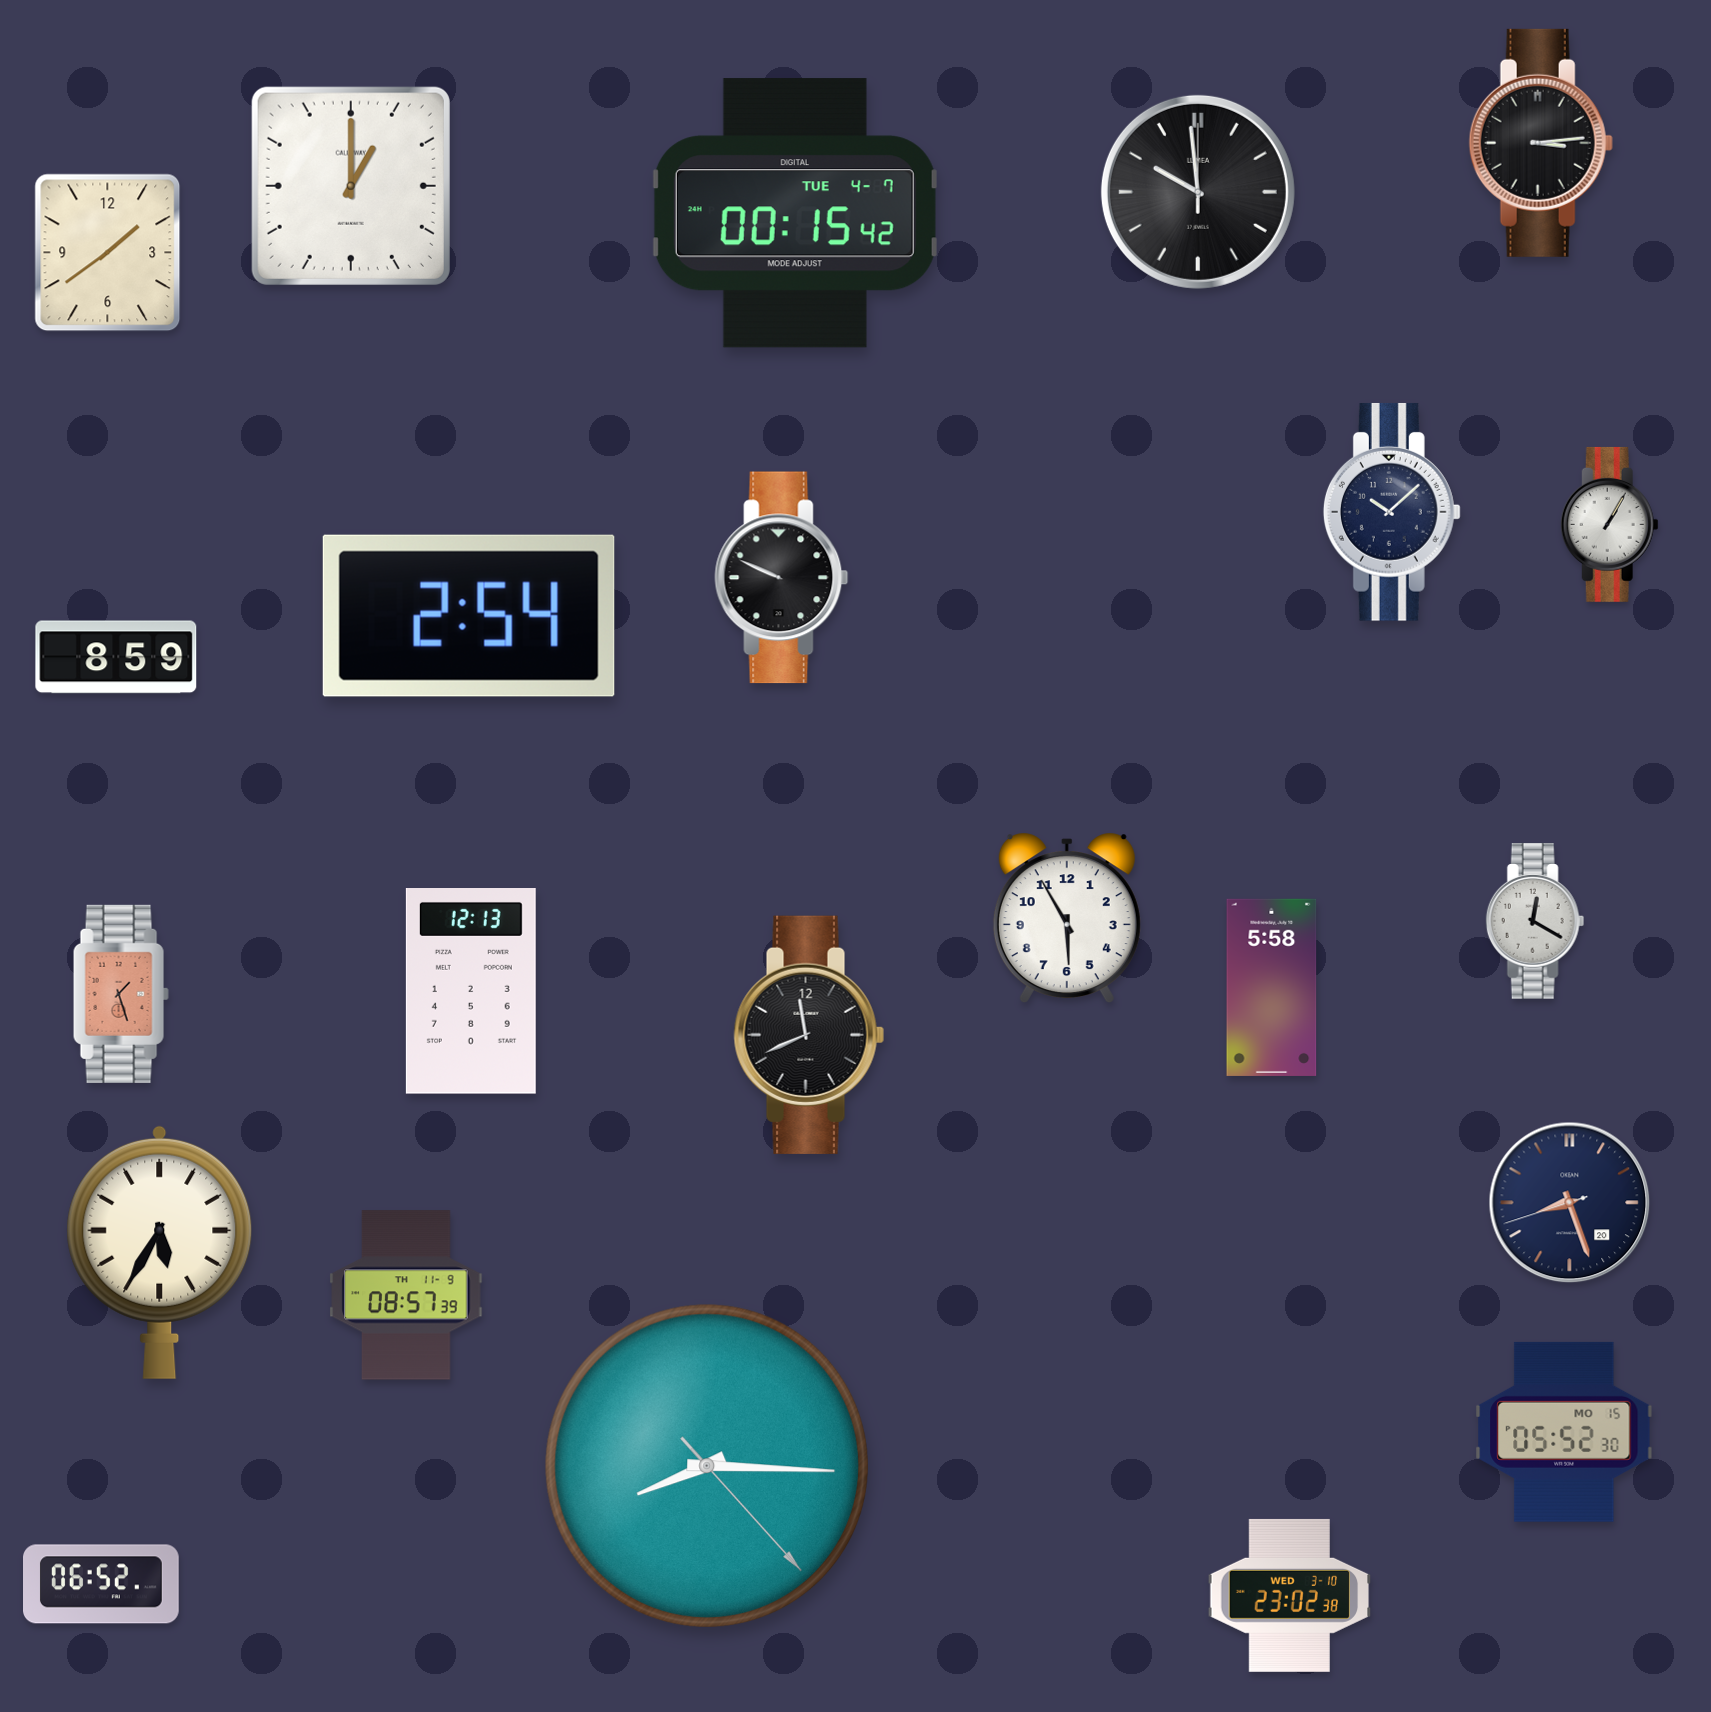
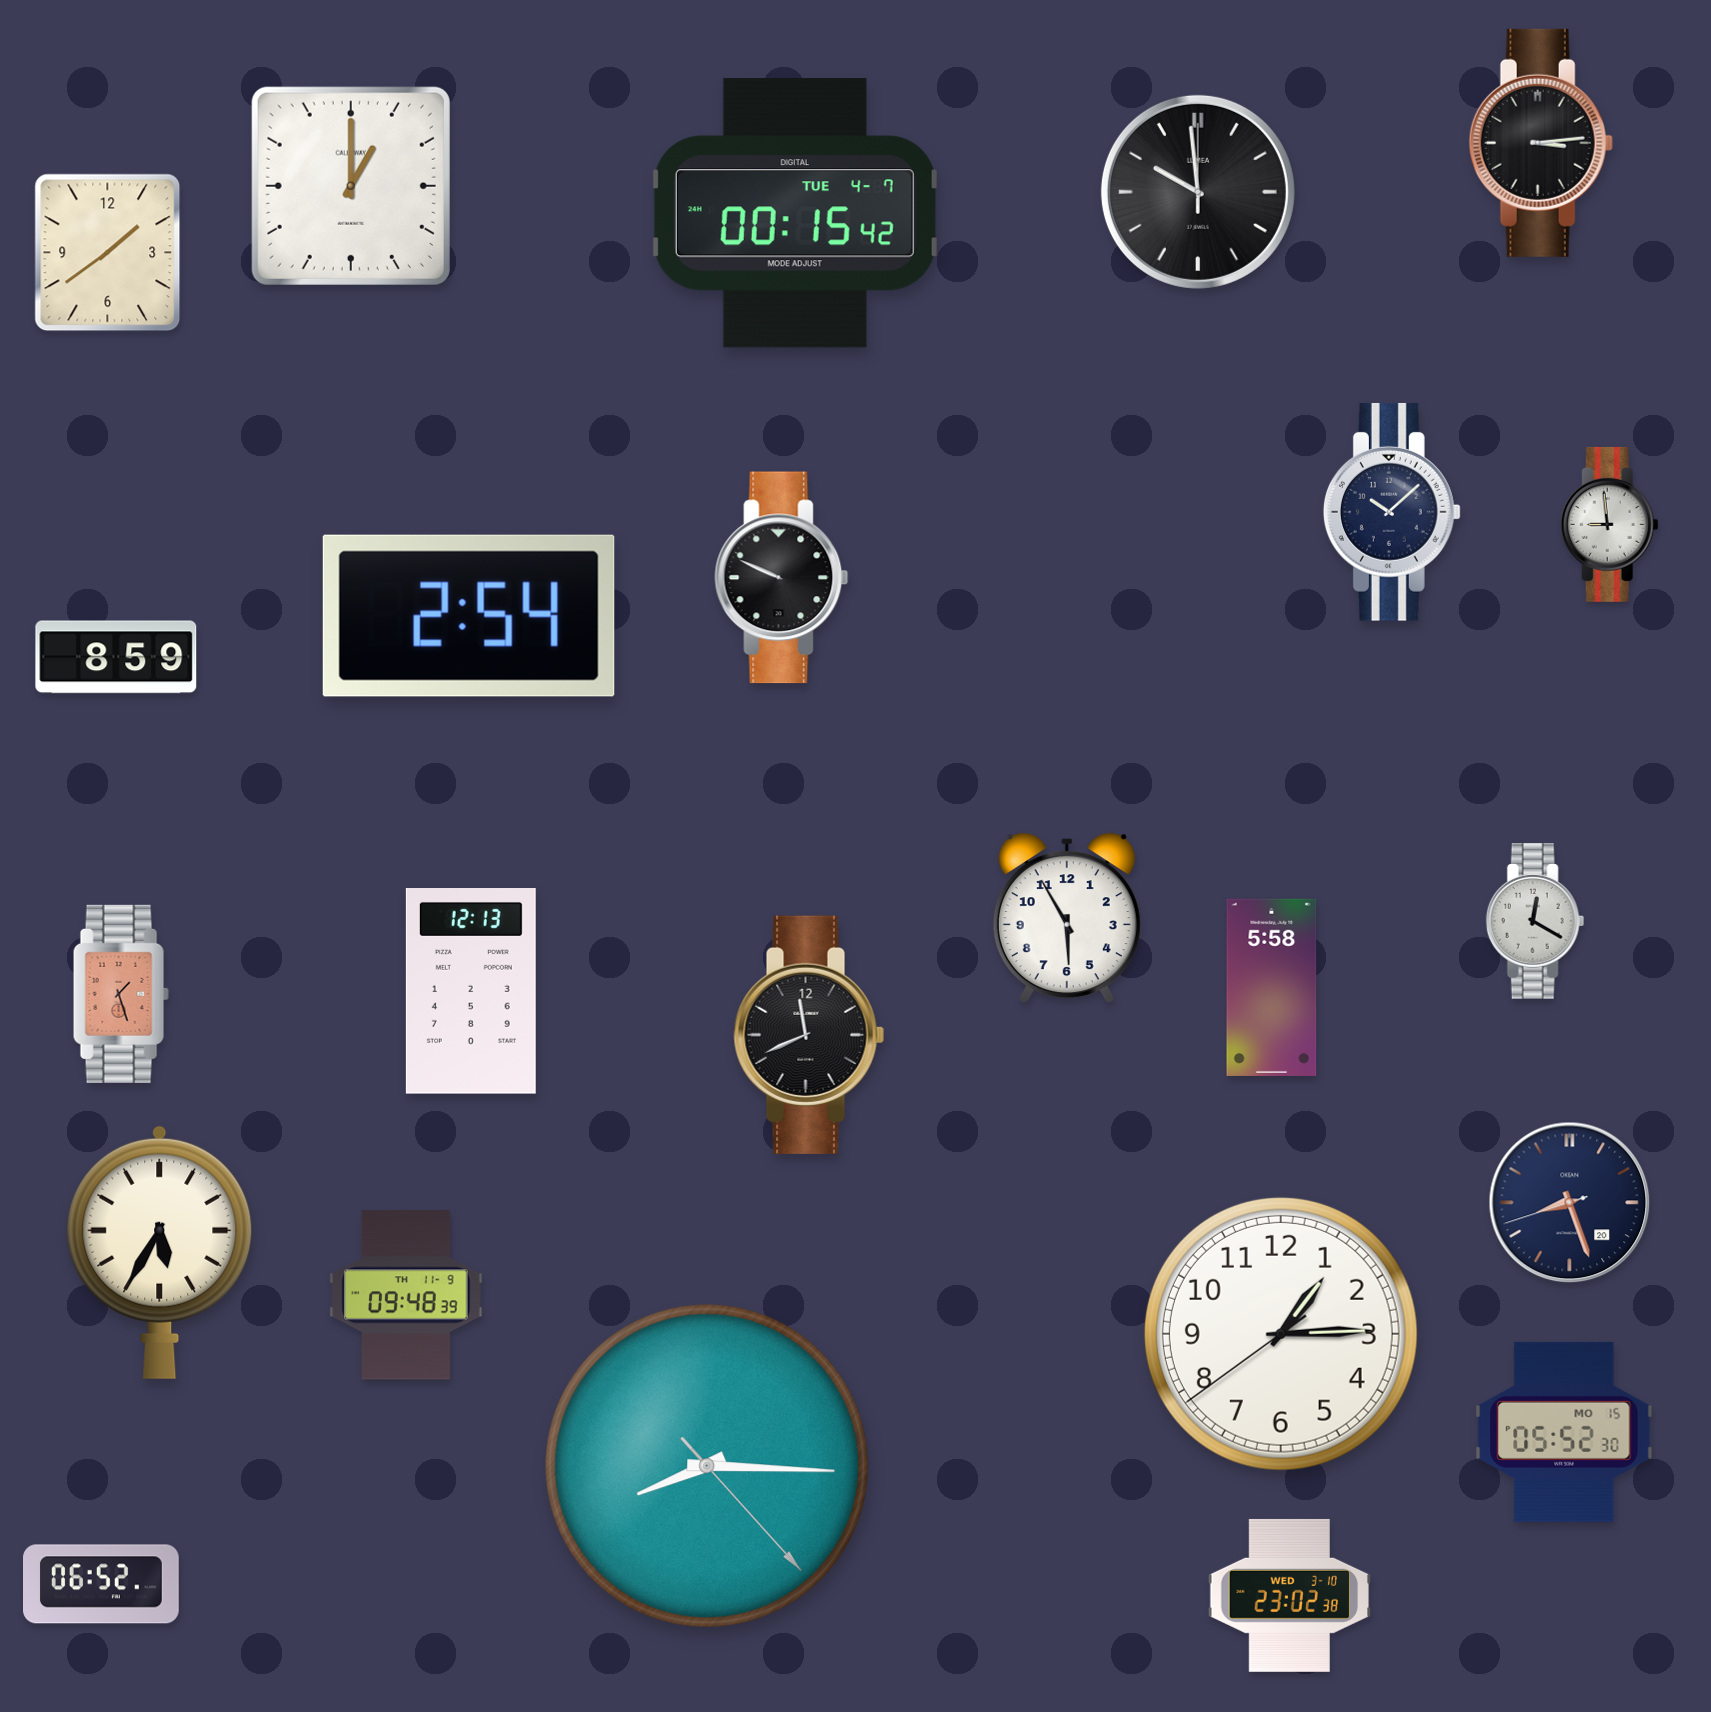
clock at (1609, 524): 1:05 -> 8:59
clock at (406, 1295): 08:57 -> 09:48
clock at (1281, 1334): none -> 1:14
